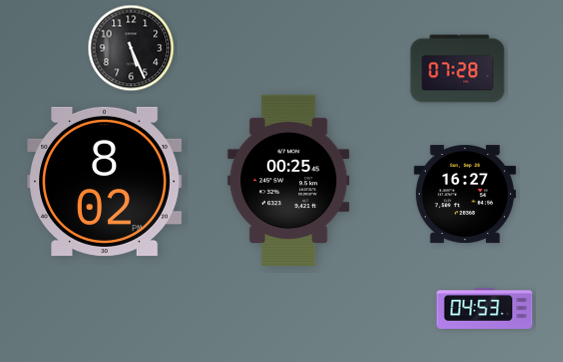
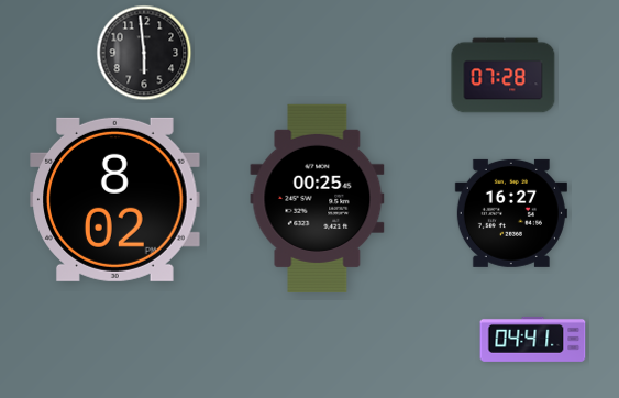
clock at (131, 48): 5:26 -> 5:59
clock at (485, 308): 04:53 -> 04:41
